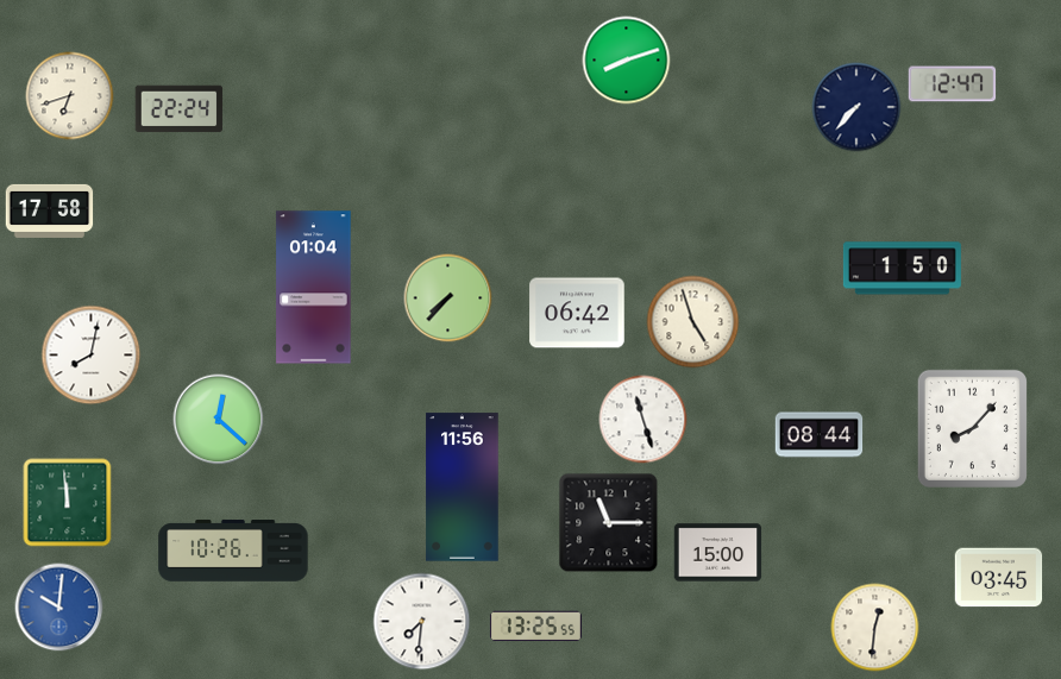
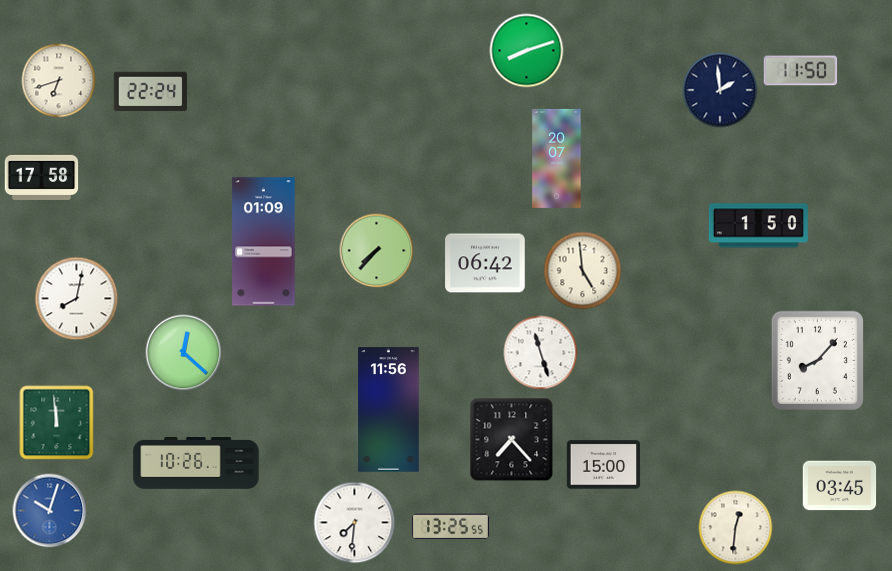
clock at (953, 84): 12:47 -> 11:50
clock at (856, 107): 7:37 -> 1:59
clock at (557, 158): none -> 20:07
clock at (314, 288): 01:04 -> 01:09
clock at (693, 322): 4:57 -> 4:59
clock at (820, 435): 08:44 -> none
clock at (609, 523): 11:15 -> 7:23
clock at (59, 608): 10:01 -> 10:03
